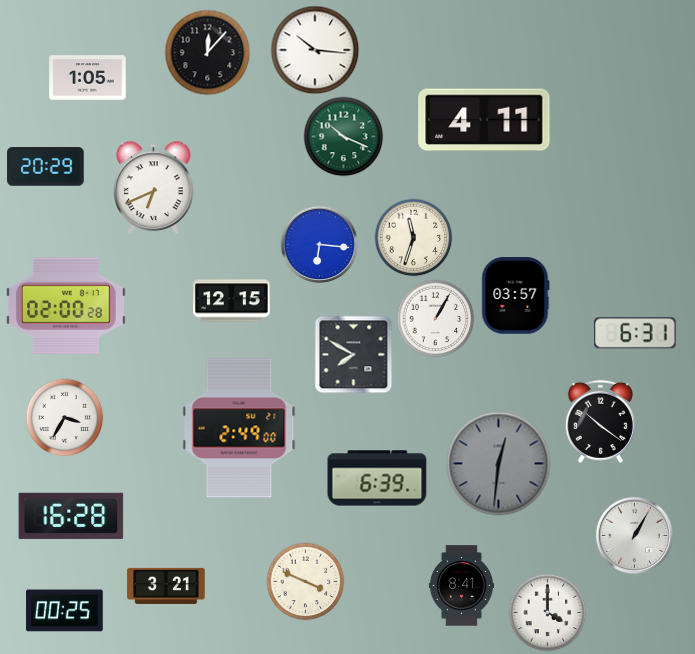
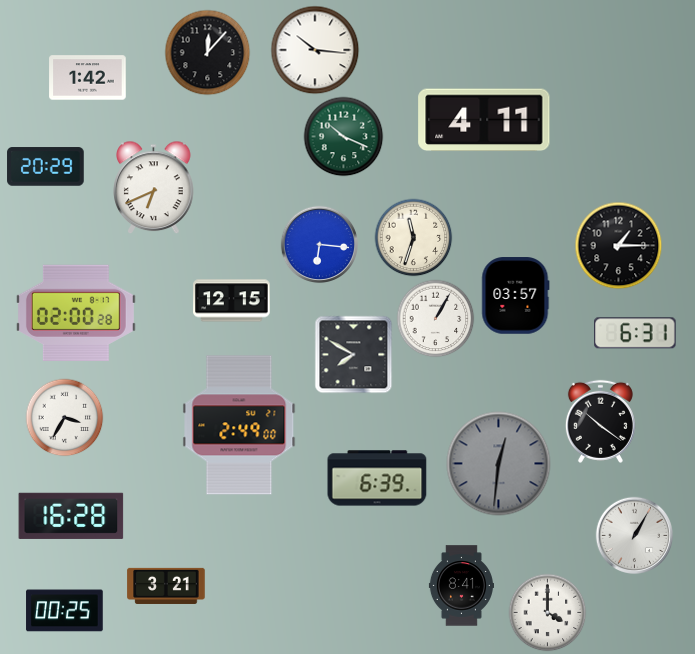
clock at (88, 78): 1:05 -> 1:42
clock at (618, 245): none -> 1:15
clock at (66, 306) position: (66, 306) -> (76, 313)
clock at (239, 428) position: (239, 428) -> (239, 425)
clock at (305, 581): 3:49 -> none
